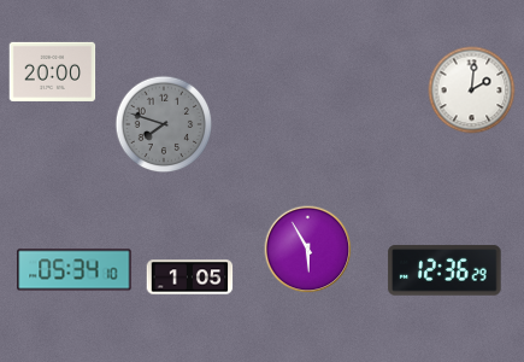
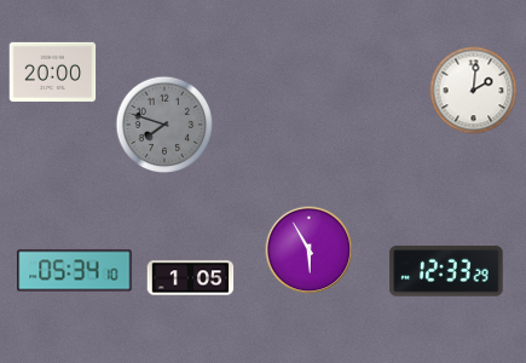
clock at (444, 270): 12:36 -> 12:33
